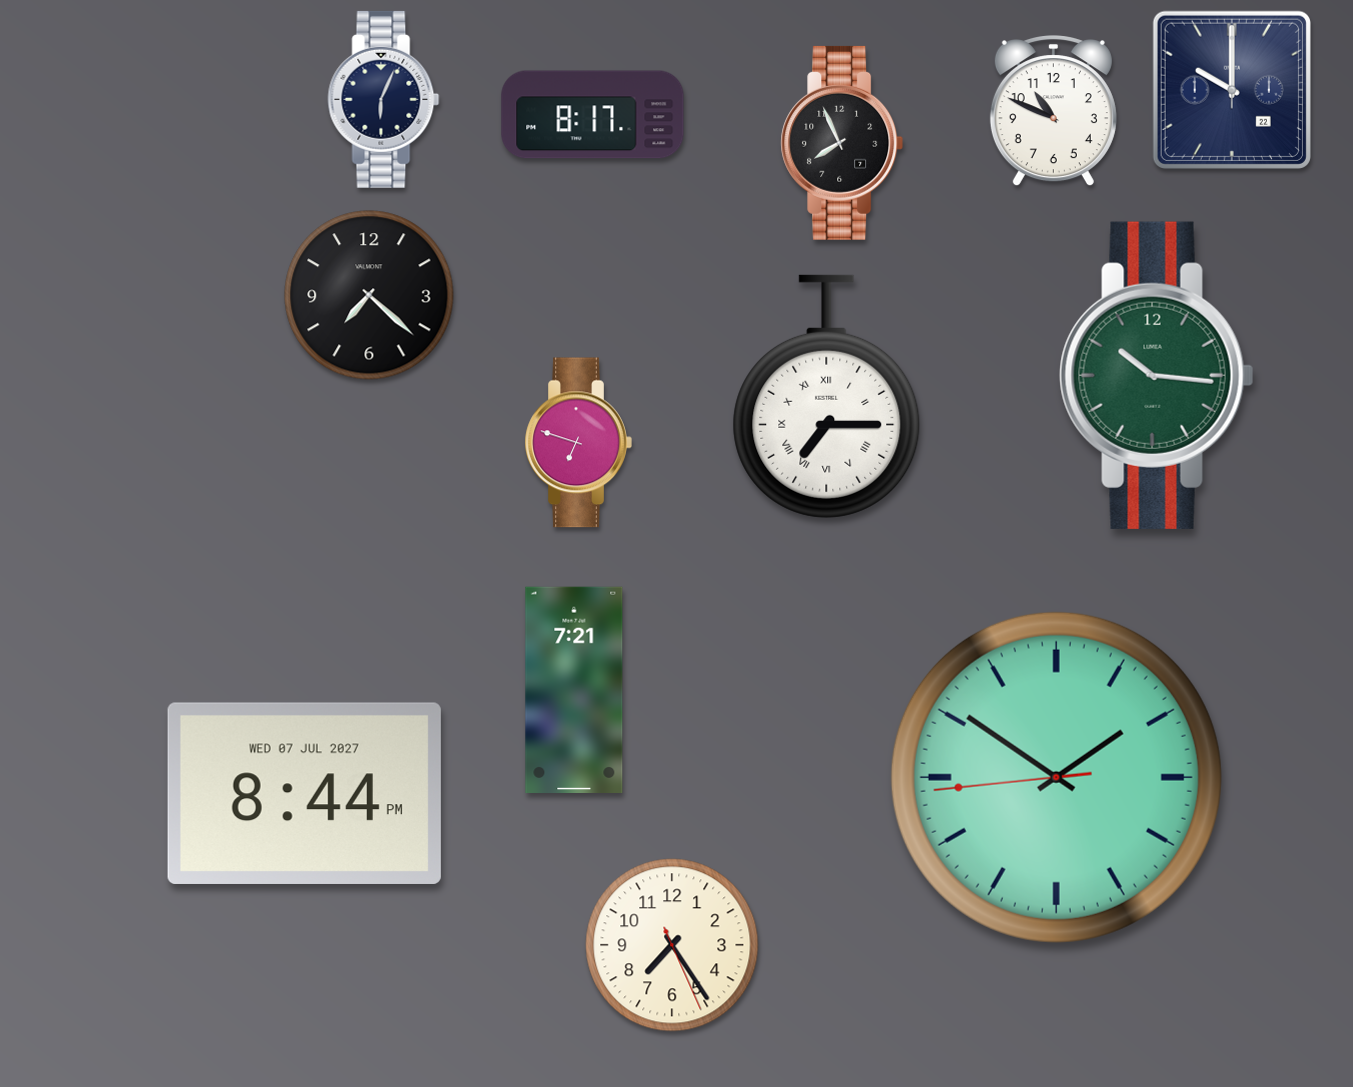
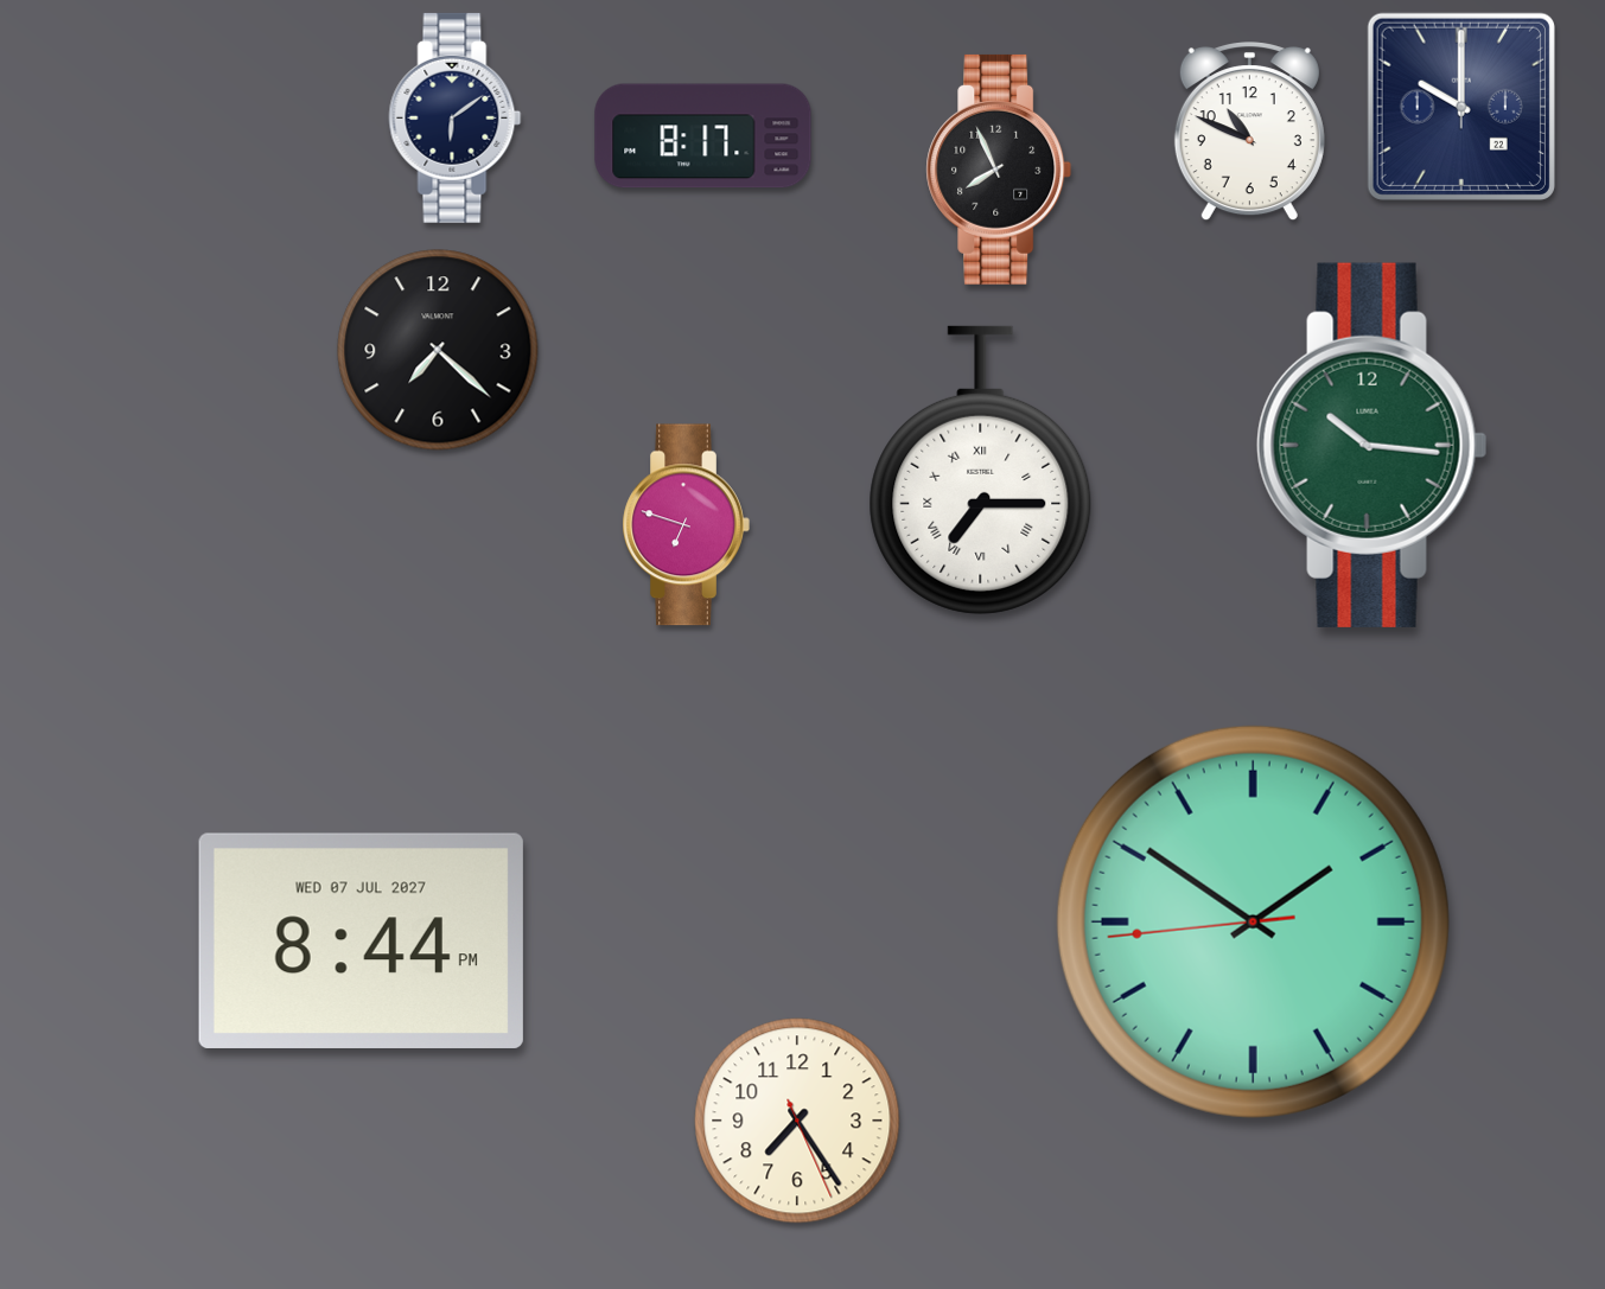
clock at (384, 99): 6:04 -> 6:09
clock at (574, 689): 7:21 -> none
